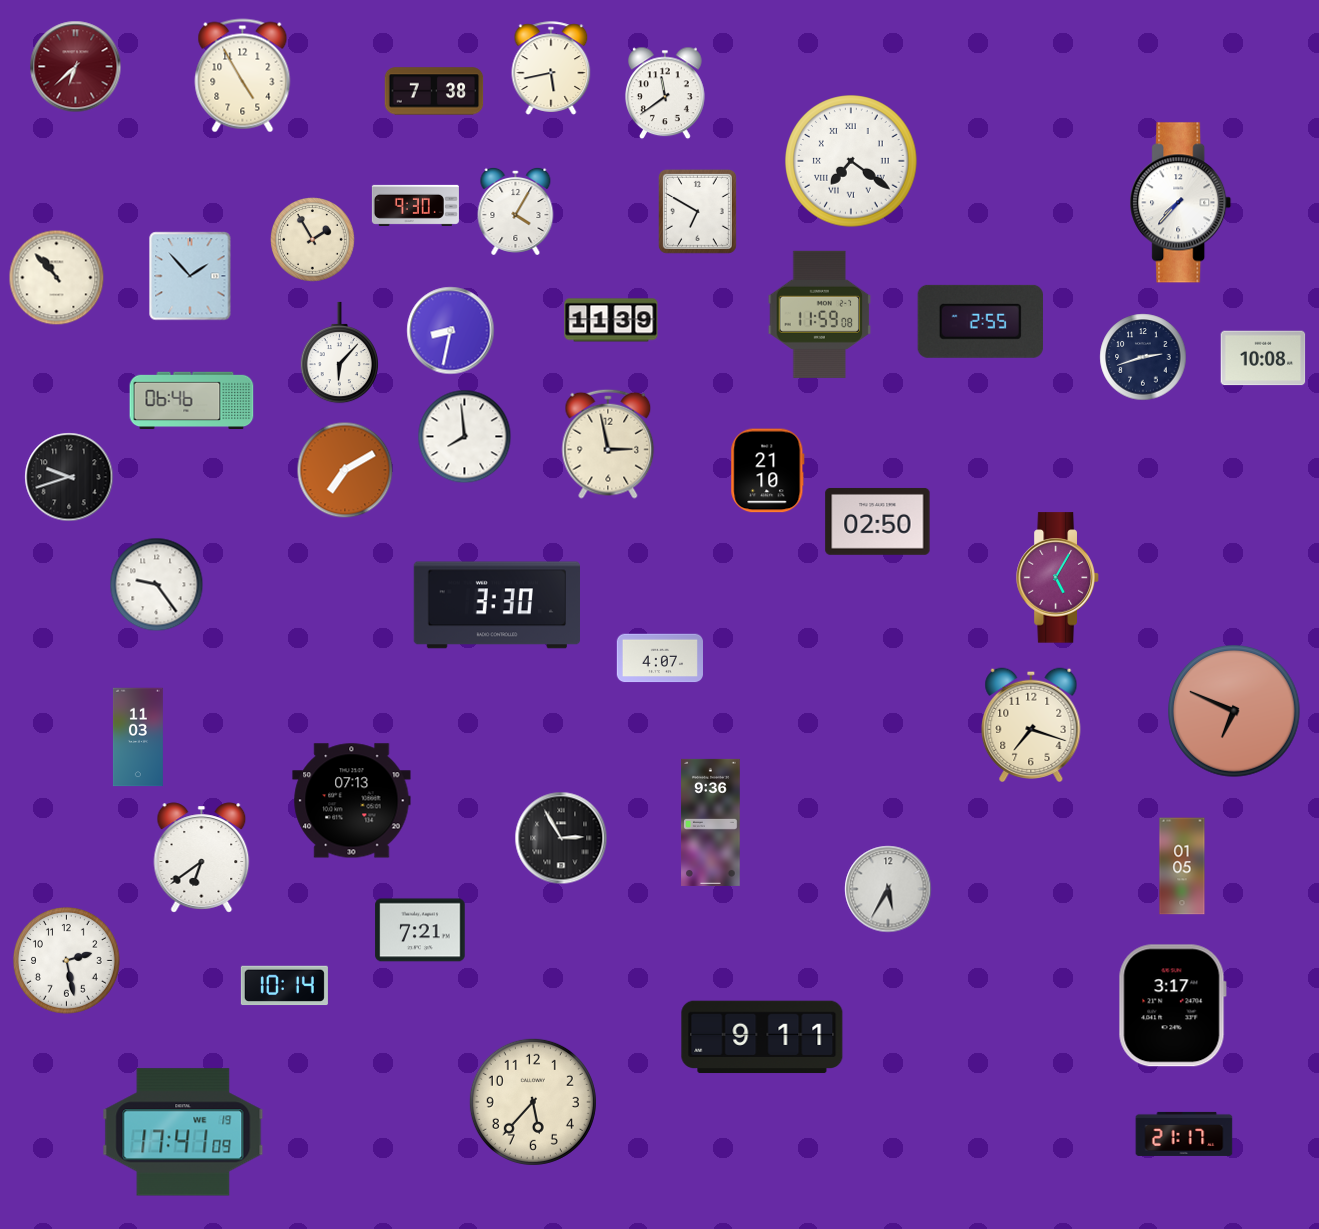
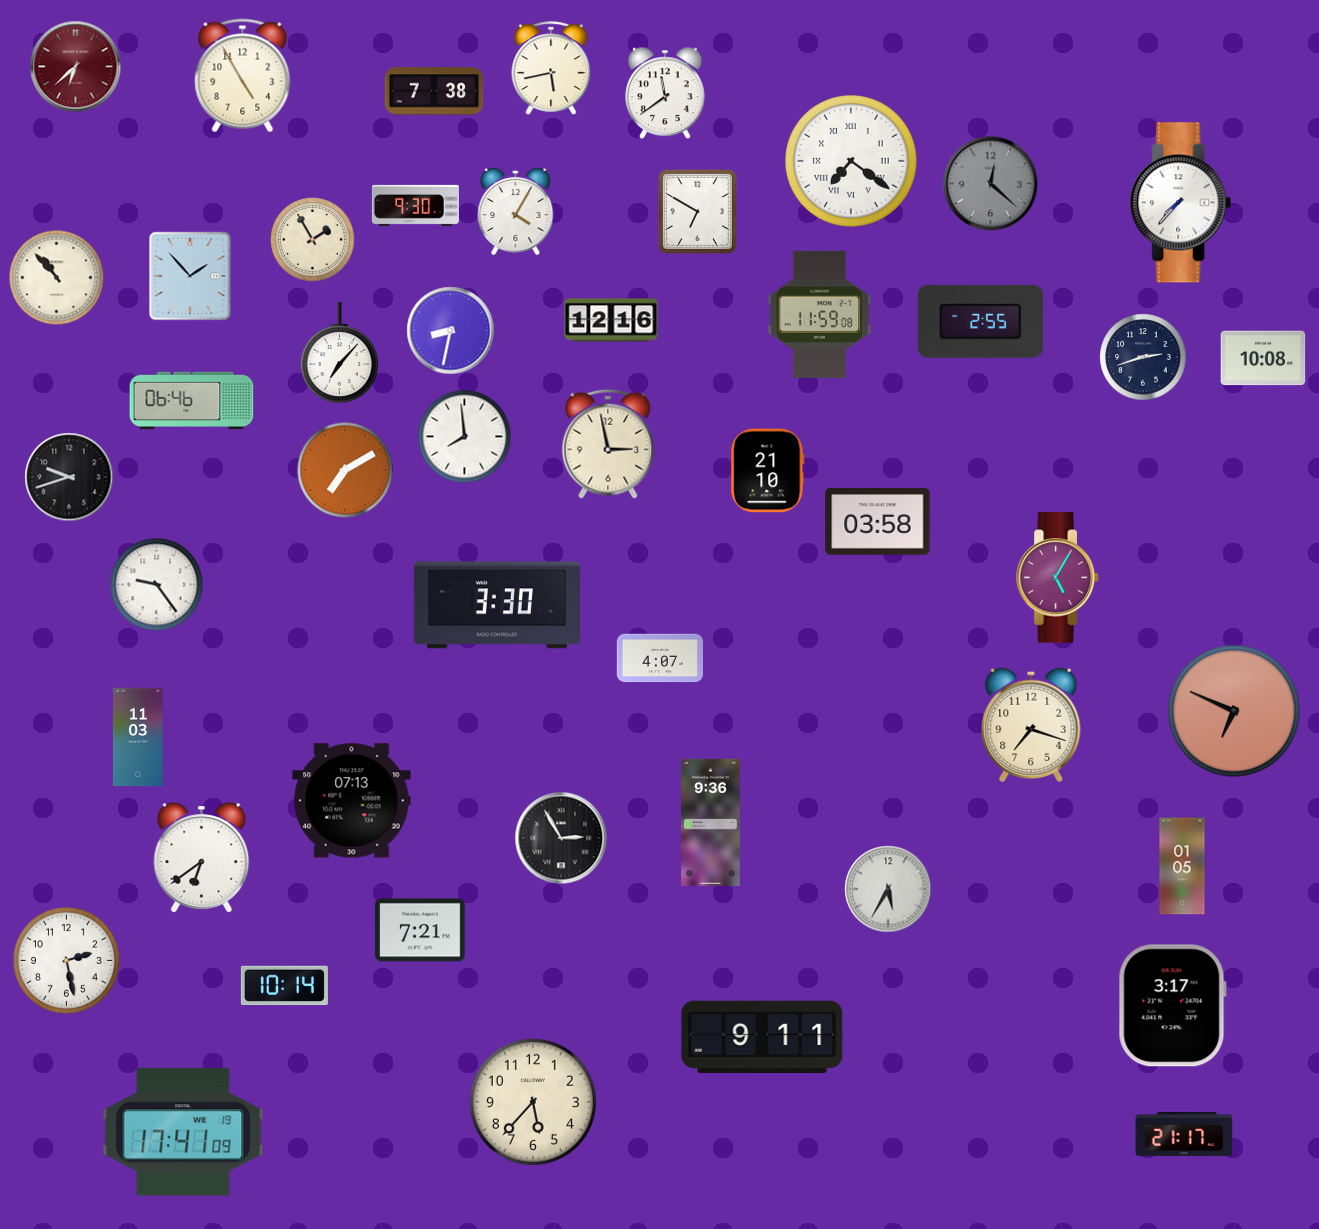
clock at (991, 184): none -> 12:22
clock at (611, 320): 11:39 -> 12:16
clock at (339, 353): 6:07 -> 7:07
clock at (878, 521): 02:50 -> 03:58
